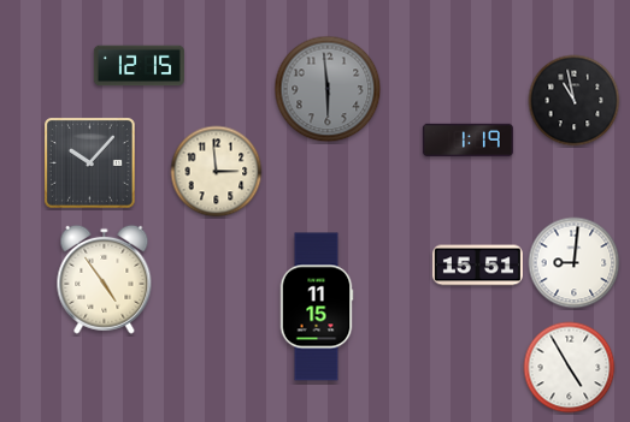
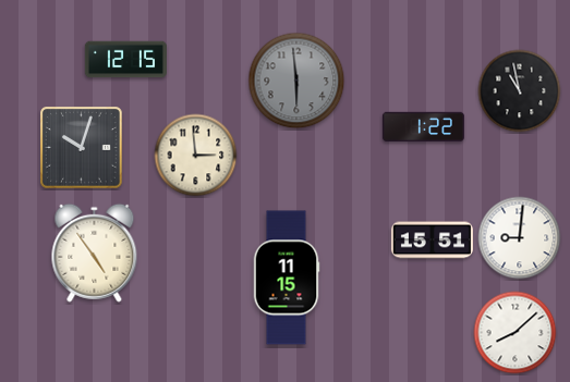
clock at (467, 141): 1:19 -> 1:22
clock at (90, 164): 10:07 -> 10:03
clock at (570, 368): 4:55 -> 8:08
